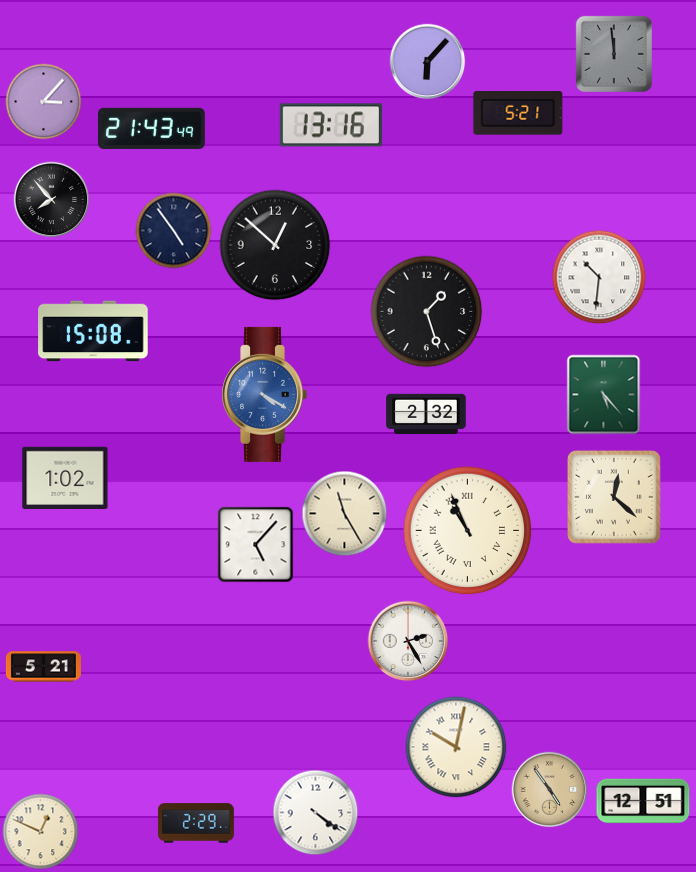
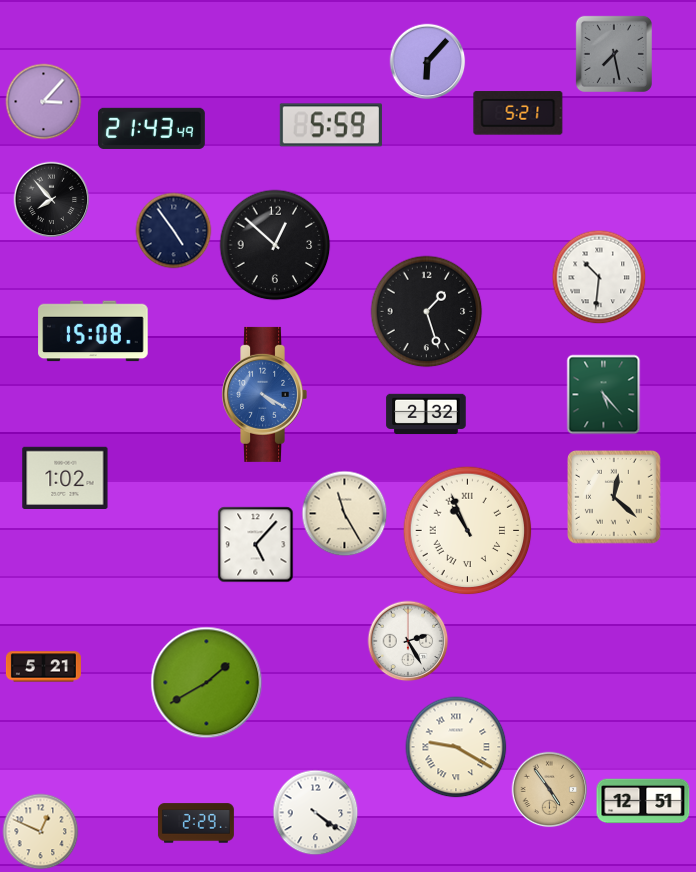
clock at (614, 54): 11:59 -> 7:28
clock at (331, 125): 13:16 -> 5:59
clock at (207, 683): none -> 1:40
clock at (456, 747): 10:02 -> 9:20
